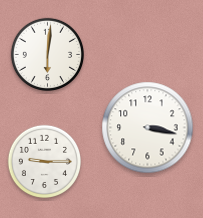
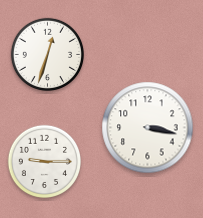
clock at (47, 54): 6:01 -> 12:33
